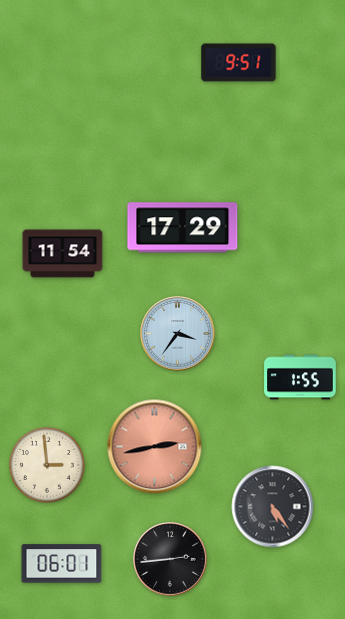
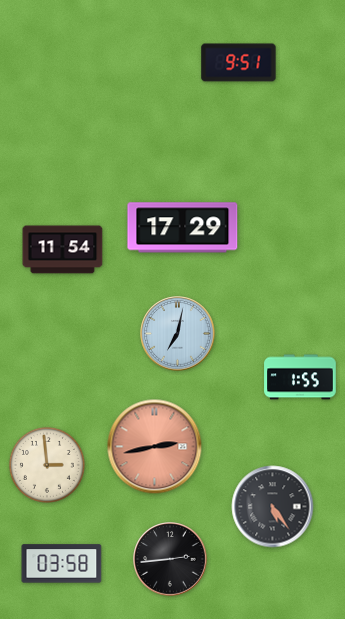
clock at (63, 254) position: (63, 254) -> (63, 250)
clock at (178, 334): 3:36 -> 7:02
clock at (62, 564): 06:01 -> 03:58
